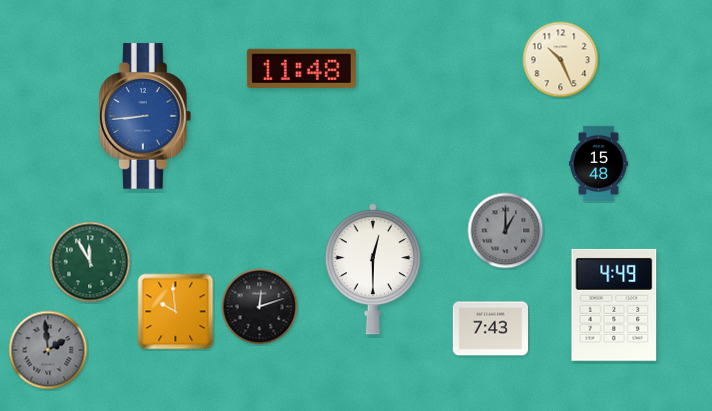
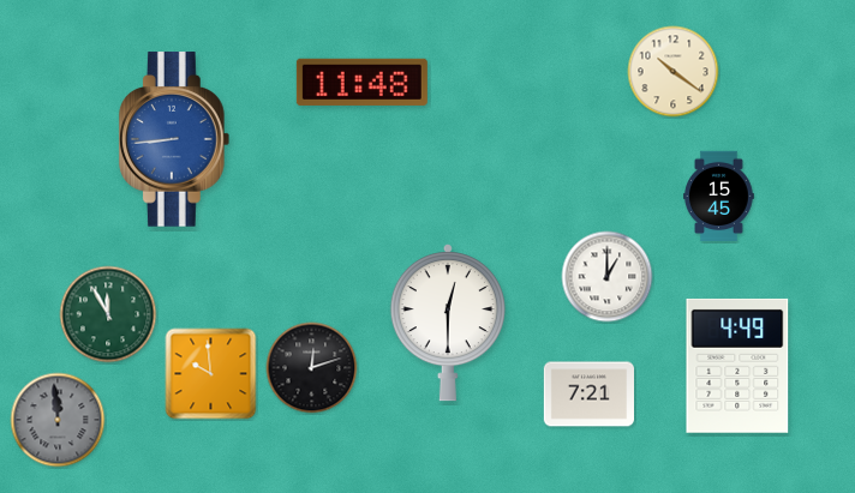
clock at (561, 60): 10:26 -> 10:21
clock at (599, 163): 15:48 -> 15:45
clock at (506, 231) dial: grey -> white
clock at (490, 329): 7:43 -> 7:21
clock at (48, 350): 1:59 -> 11:59
